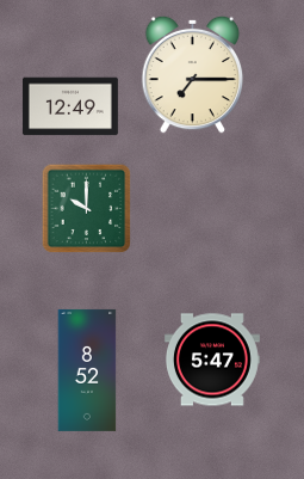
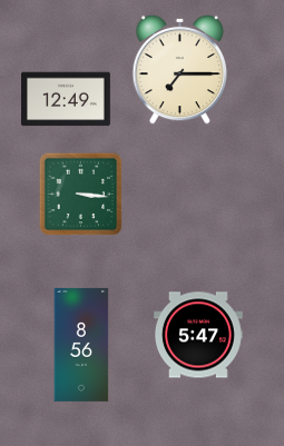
clock at (87, 209): 10:00 -> 3:16
clock at (87, 370): 8:52 -> 8:56
